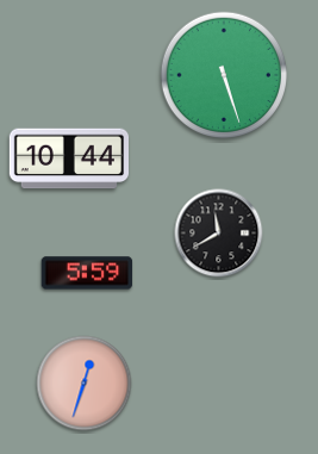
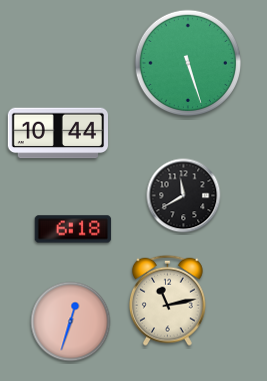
clock at (87, 273): 5:59 -> 6:18
clock at (168, 300): none -> 11:13
